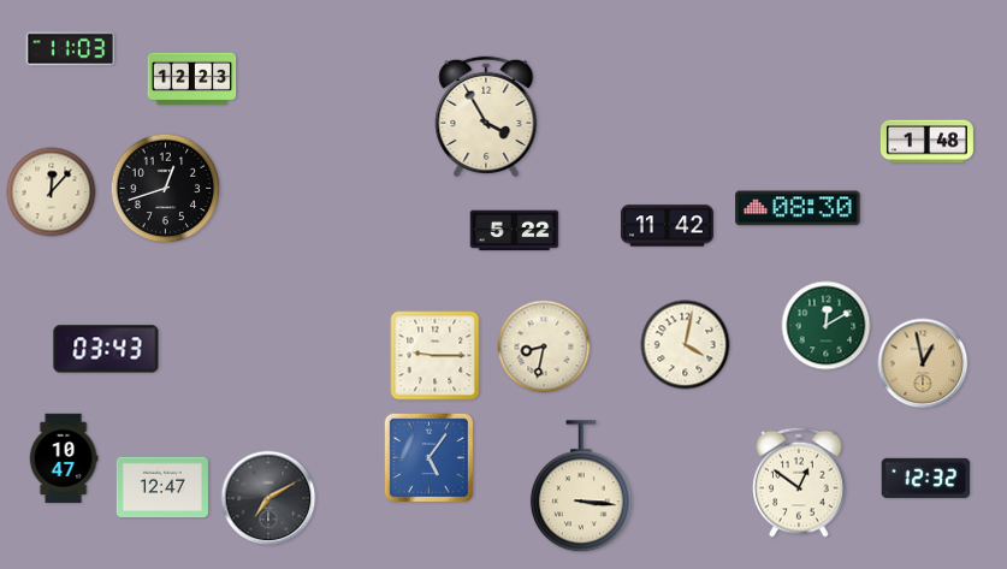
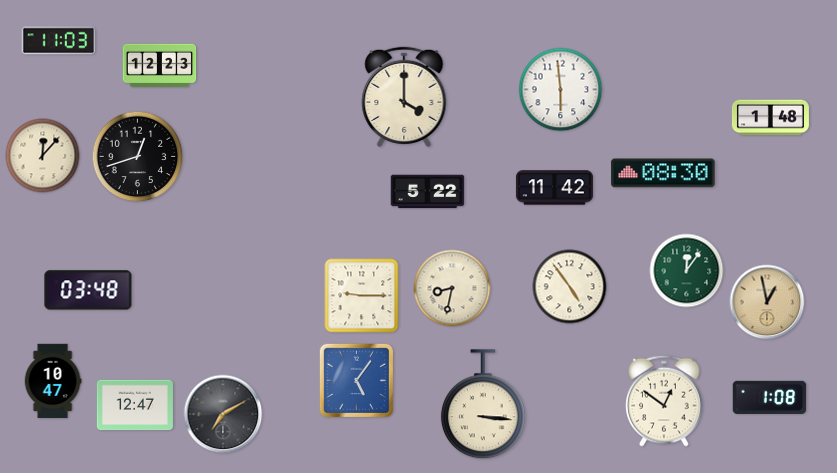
clock at (561, 90): none -> 5:59
clock at (486, 115): 3:55 -> 4:00
clock at (52, 192) position: (52, 192) -> (43, 156)
clock at (827, 326): 12:10 -> 12:06
clock at (686, 345): 4:02 -> 4:54
clock at (106, 349): 03:43 -> 03:48
clock at (926, 478): 12:32 -> 1:08
